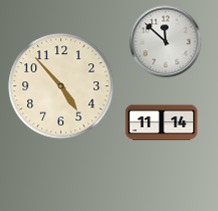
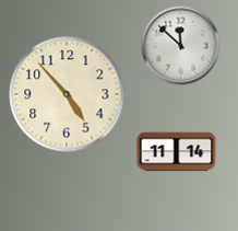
clock at (162, 123) position: (162, 123) -> (177, 152)
